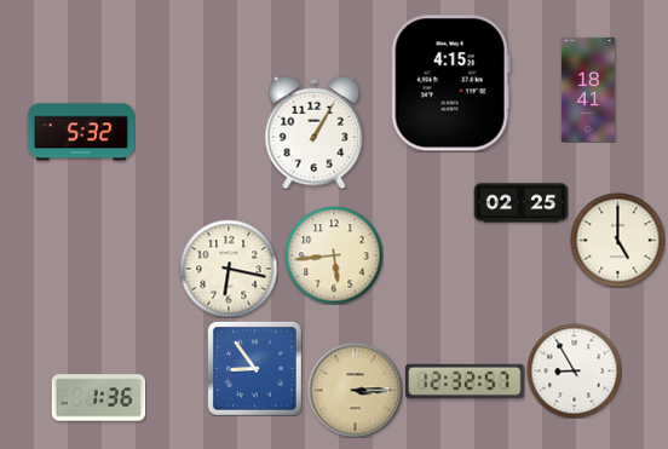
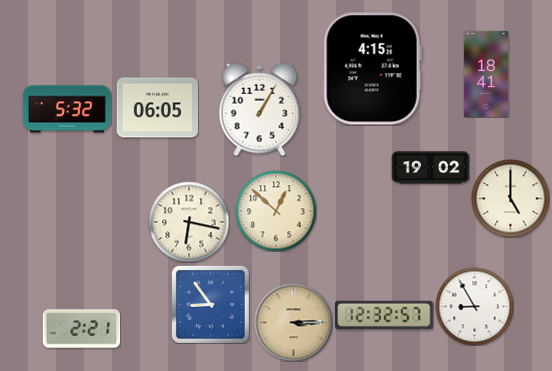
clock at (157, 108): none -> 06:05
clock at (520, 203): 02:25 -> 19:02
clock at (334, 255): 5:44 -> 12:52
clock at (98, 398): 1:36 -> 2:21
